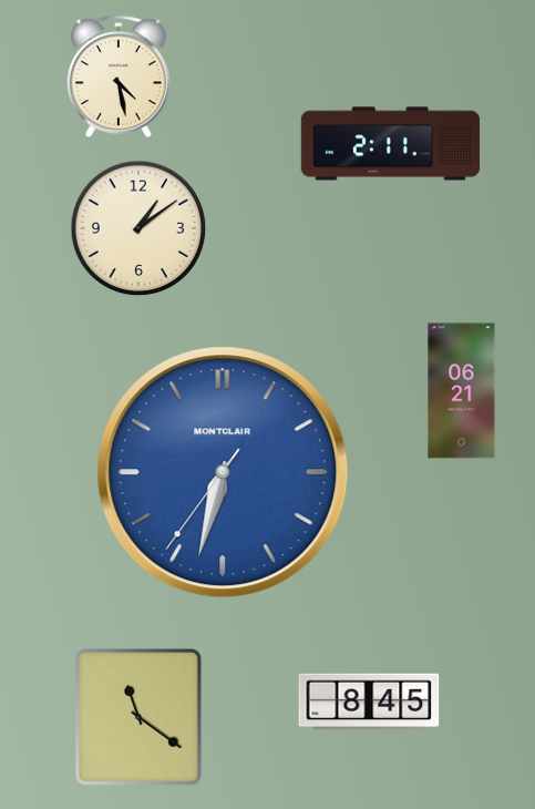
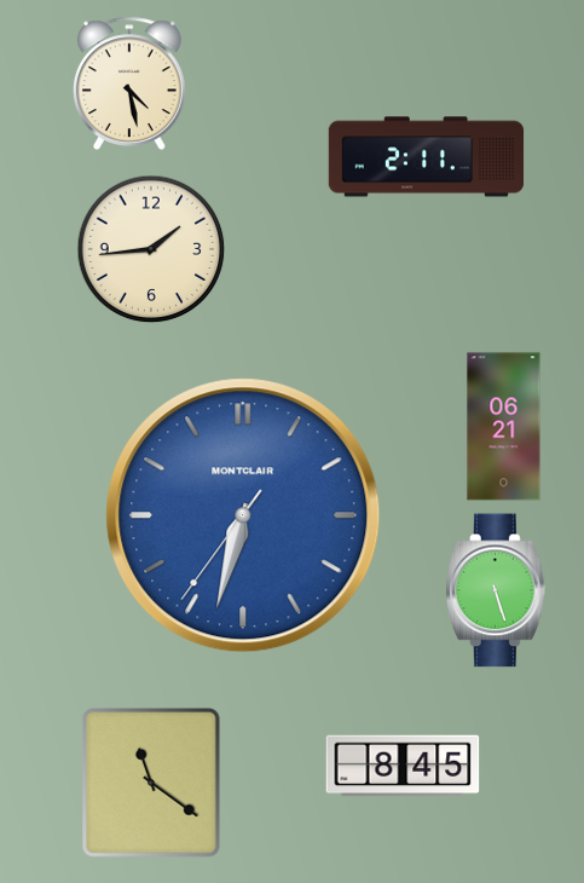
clock at (138, 228): 1:09 -> 1:44
clock at (496, 590): none -> 5:27
